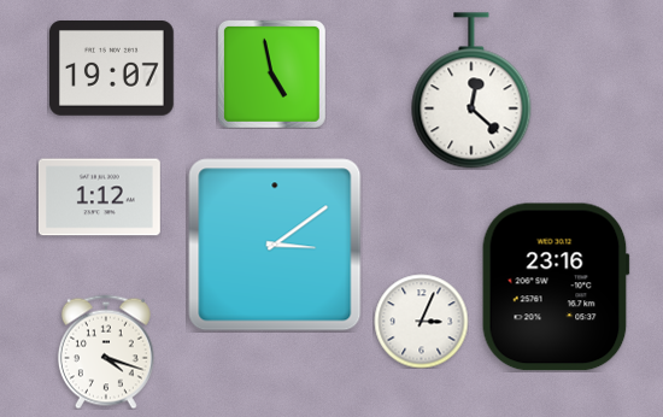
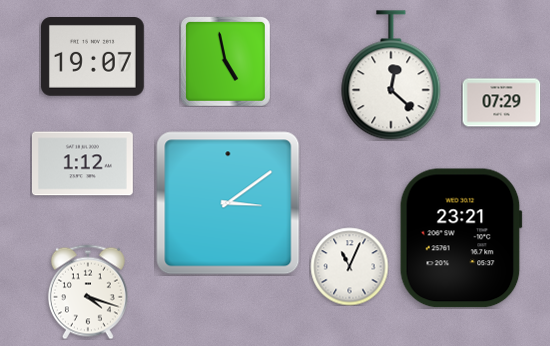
clock at (501, 103): none -> 07:29
clock at (556, 287): 23:16 -> 23:21
clock at (421, 321): 3:04 -> 11:04
